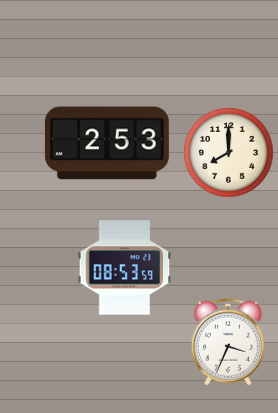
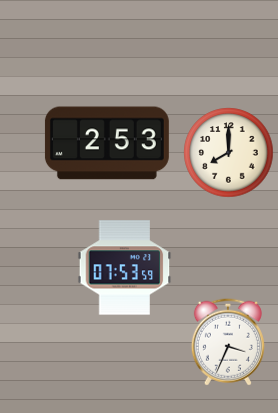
clock at (125, 268): 08:53 -> 07:53
